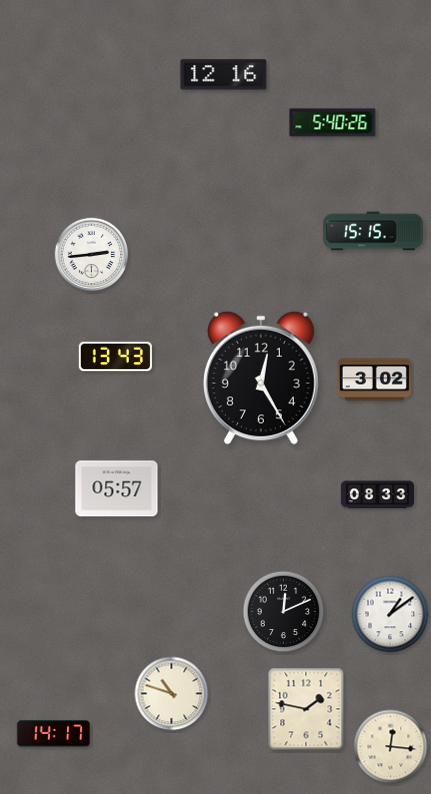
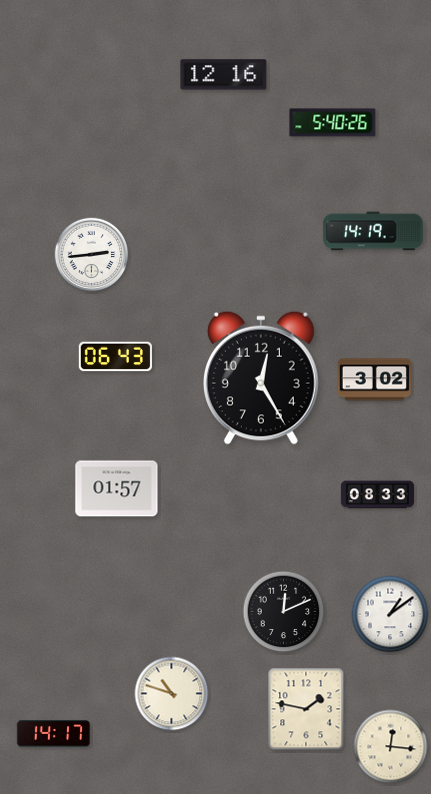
clock at (373, 231): 15:15 -> 14:19
clock at (115, 357): 13:43 -> 06:43
clock at (117, 489): 05:57 -> 01:57
